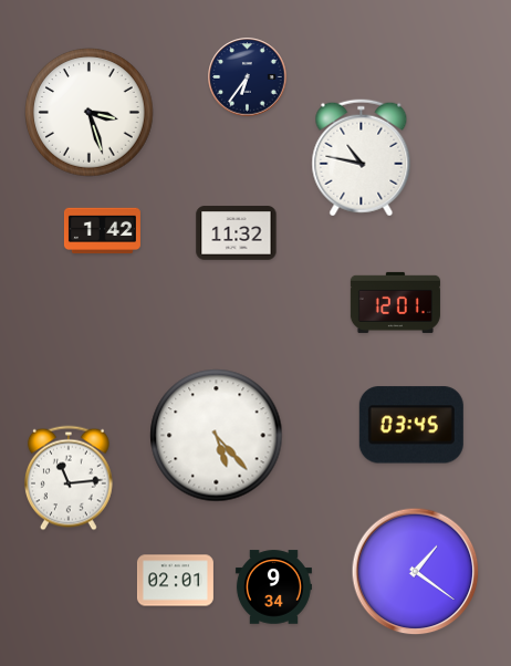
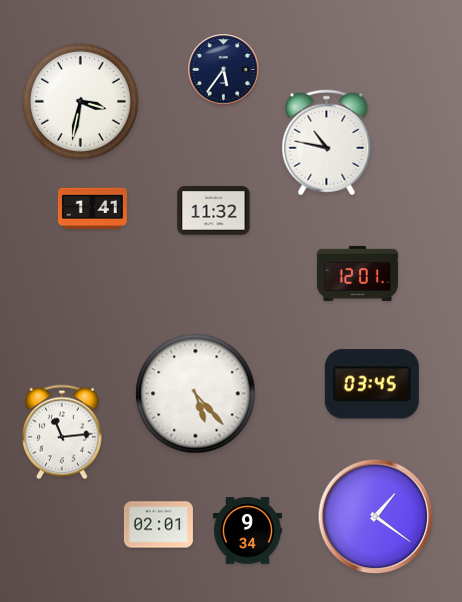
clock at (248, 77): 6:36 -> 5:36
clock at (90, 113): 3:27 -> 3:32
clock at (102, 231): 1:42 -> 1:41
